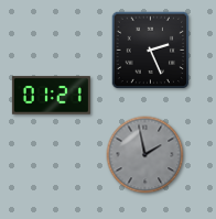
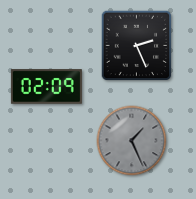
clock at (51, 96): 01:21 -> 02:09
clock at (145, 155): 1:58 -> 1:26
